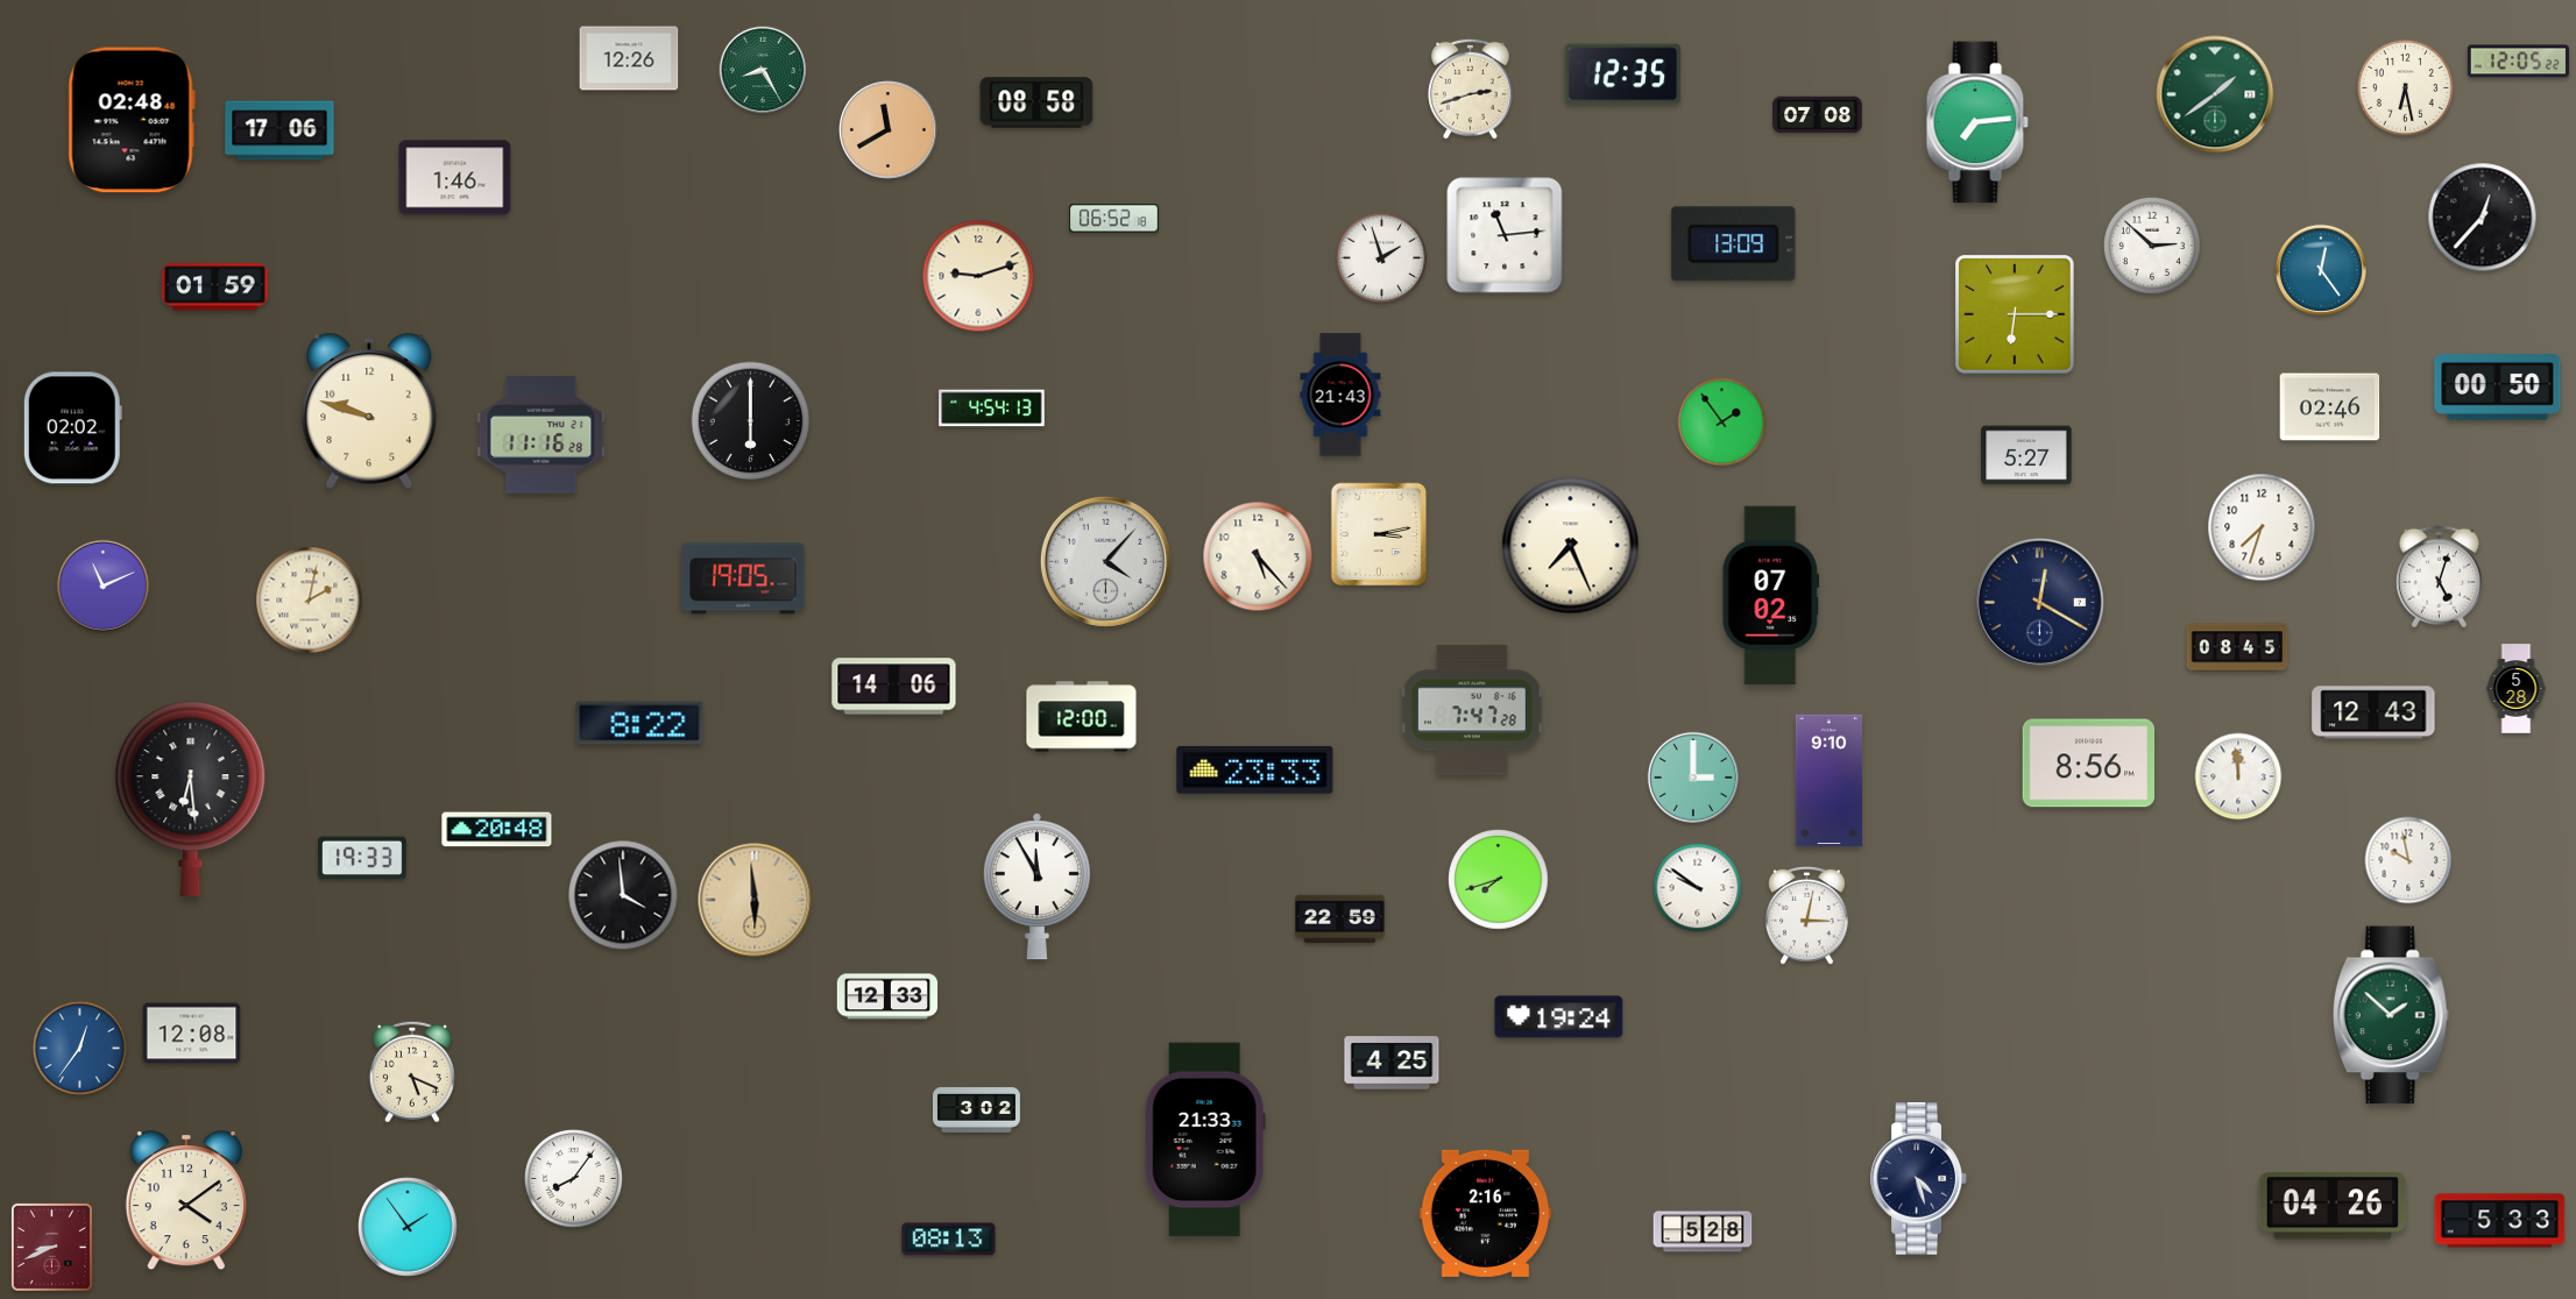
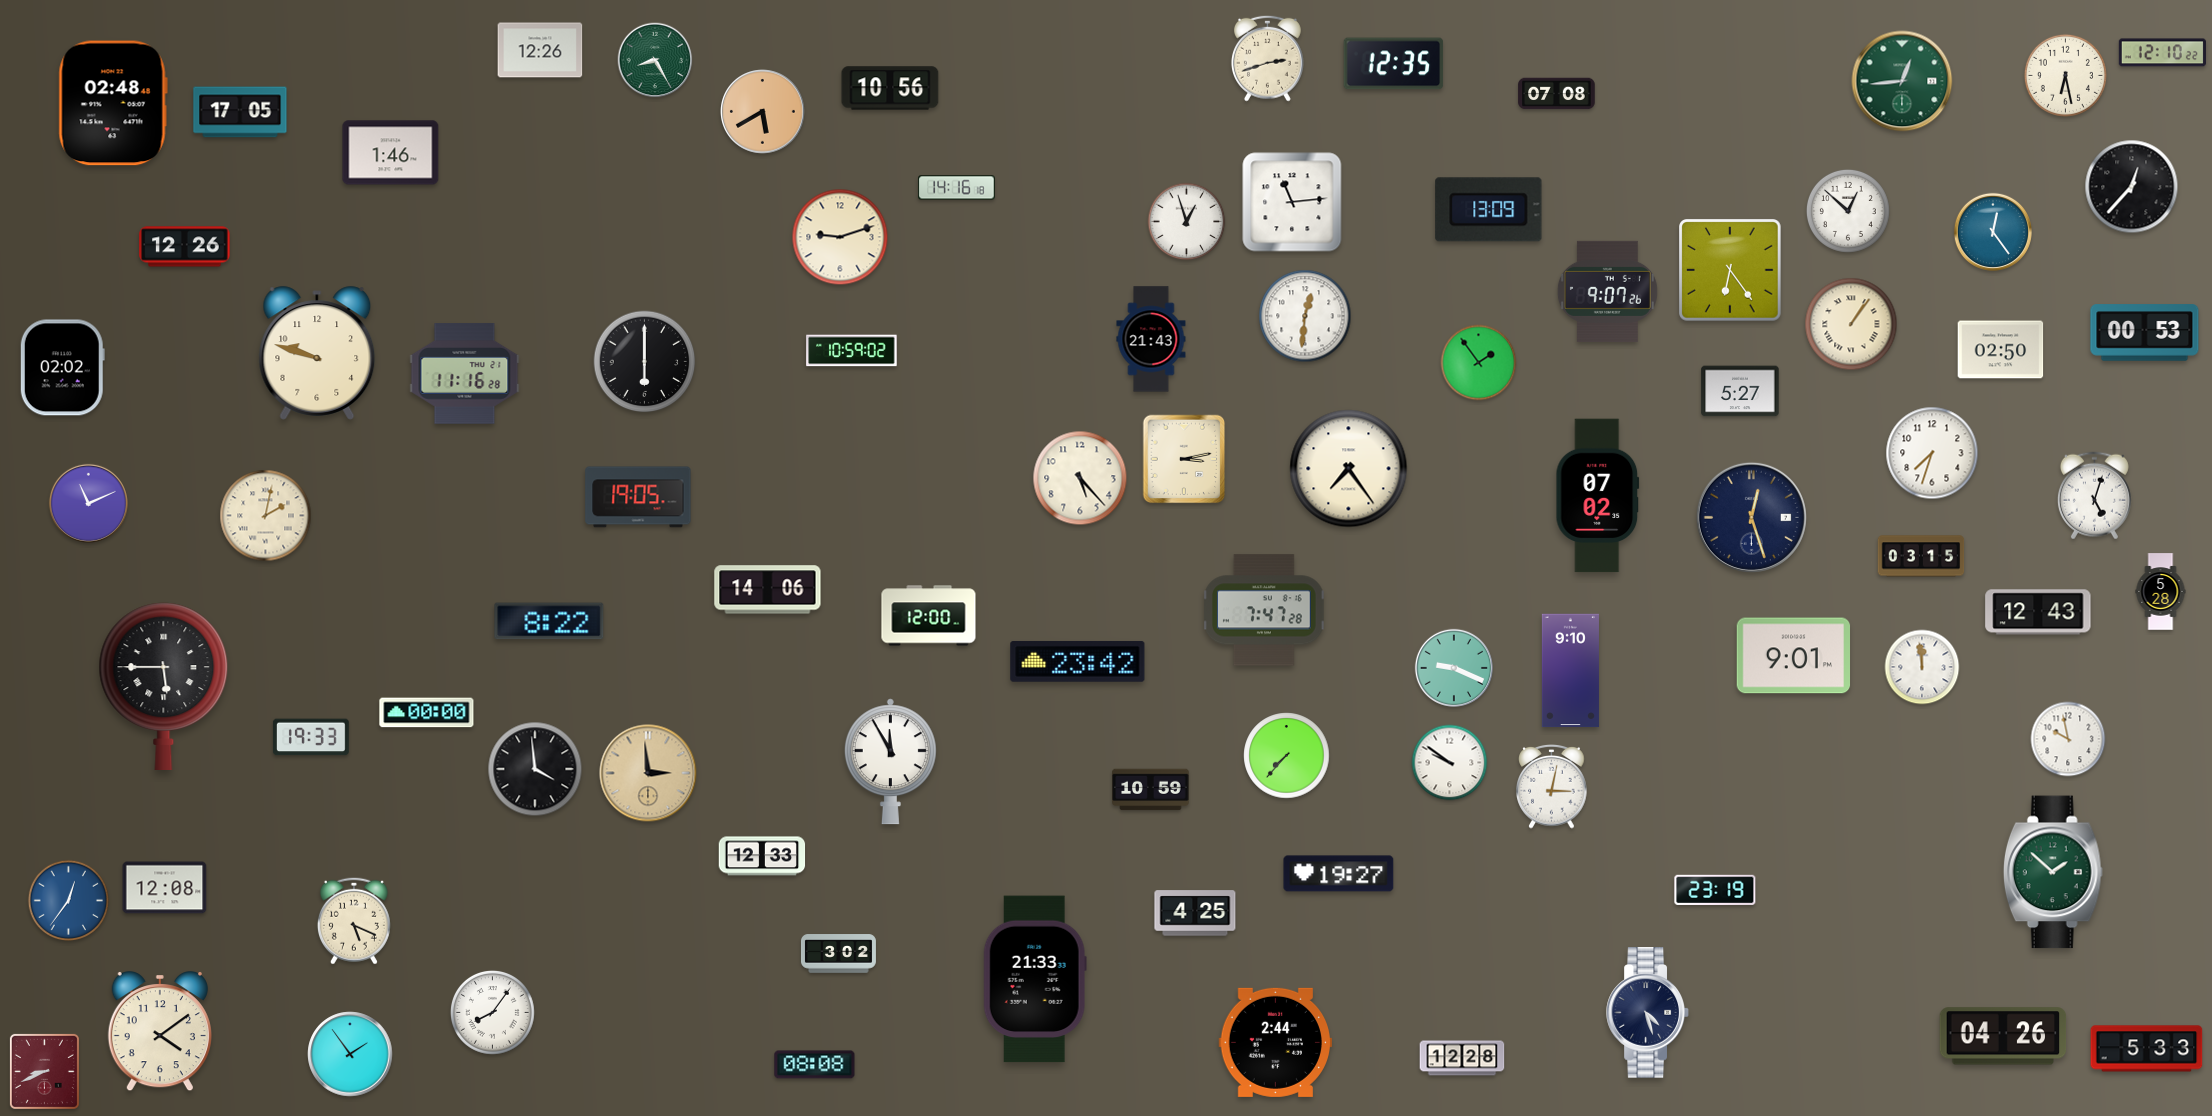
clock at (2518, 62): 12:05 -> 12:10
clock at (1470, 88) position: (1470, 88) -> (1267, 58)
clock at (2215, 94): 1:39 -> 12:44
clock at (1036, 102): 08:58 -> 10:56
clock at (1818, 115) position: (1818, 115) -> (1557, 94)
clock at (1977, 122): 7:14 -> none
clock at (279, 130): 17:06 -> 17:05
clock at (889, 130): 11:40 -> 5:40
clock at (1114, 219): 06:52 -> 14:16
clock at (2152, 246): 2:52 -> 12:52
clock at (1382, 258): 1:57 -> 12:57
clock at (215, 288): 01:59 -> 12:26
clock at (2015, 314): 6:15 -> 6:24
clock at (1607, 291): none -> 9:07
clock at (1305, 316): none -> 12:31
clock at (1851, 324): none -> 1:06
clock at (2498, 388): 00:50 -> 00:53
clock at (2330, 407): 02:46 -> 02:50
clock at (992, 409): 4:54 -> 10:59
clock at (2262, 527) position: (2262, 527) -> (1932, 453)
clock at (1571, 546): 7:26 -> 7:24
clock at (1105, 561): 4:07 -> none
clock at (1771, 596) position: (1771, 596) -> (1598, 496)
clock at (2039, 602): 12:20 -> 12:27
clock at (2237, 647): 08:45 -> 03:15
clock at (2089, 764): 8:56 -> 9:01
clock at (1255, 769): 23:33 -> 23:42
clock at (1693, 778): 3:00 -> 9:19
clock at (191, 798): 6:29 -> 5:45
clock at (497, 830): 20:48 -> 00:00
clock at (1499, 880): 7:42 -> 7:37
clock at (1698, 888) position: (1698, 888) -> (1450, 763)
clock at (755, 900): 5:59 -> 2:59
clock at (1340, 920): 22:59 -> 10:59
clock at (1559, 1017): 19:24 -> 19:27
clock at (1715, 890): none -> 23:19
clock at (1486, 1213): 2:16 -> 2:44
clock at (1703, 1231): 5:28 -> 12:28
clock at (949, 1240): 08:13 -> 08:08
